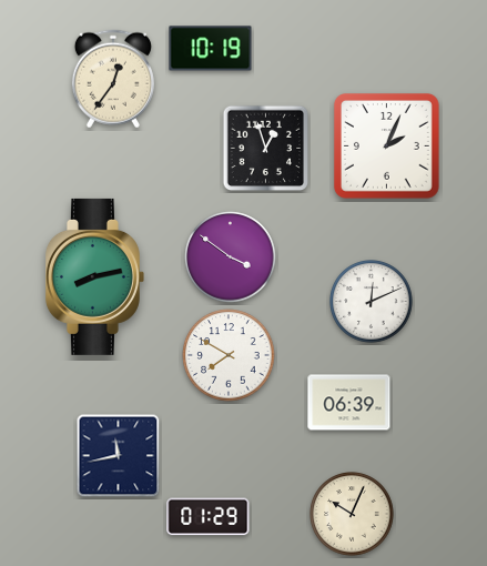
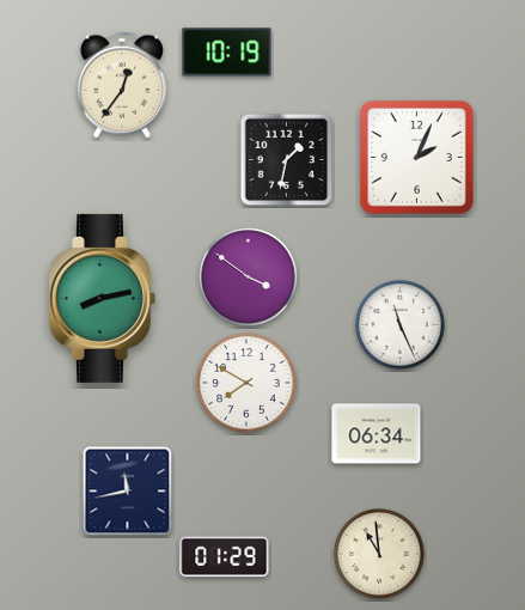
clock at (266, 149): 12:57 -> 1:32
clock at (372, 302): 12:11 -> 11:26
clock at (349, 403): 06:39 -> 06:34
clock at (352, 514): 10:04 -> 10:59
